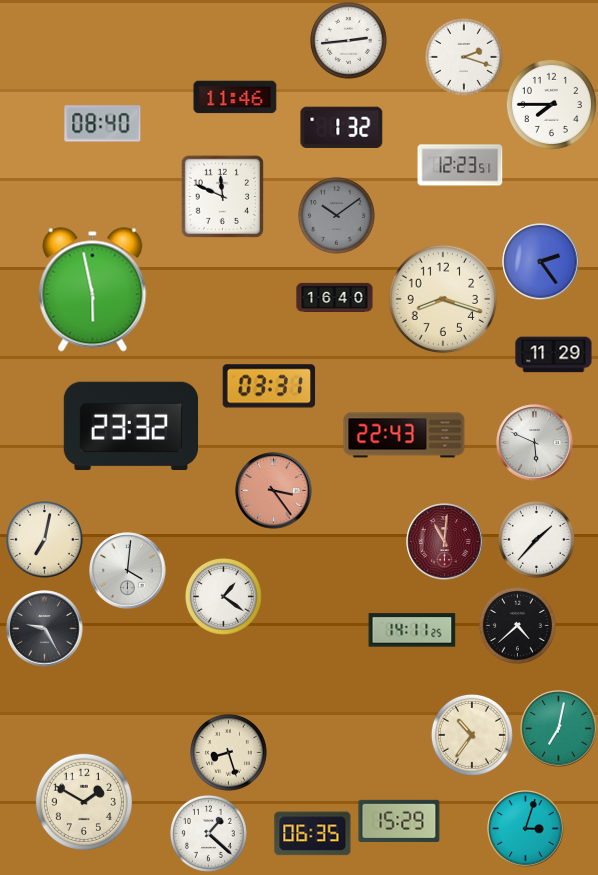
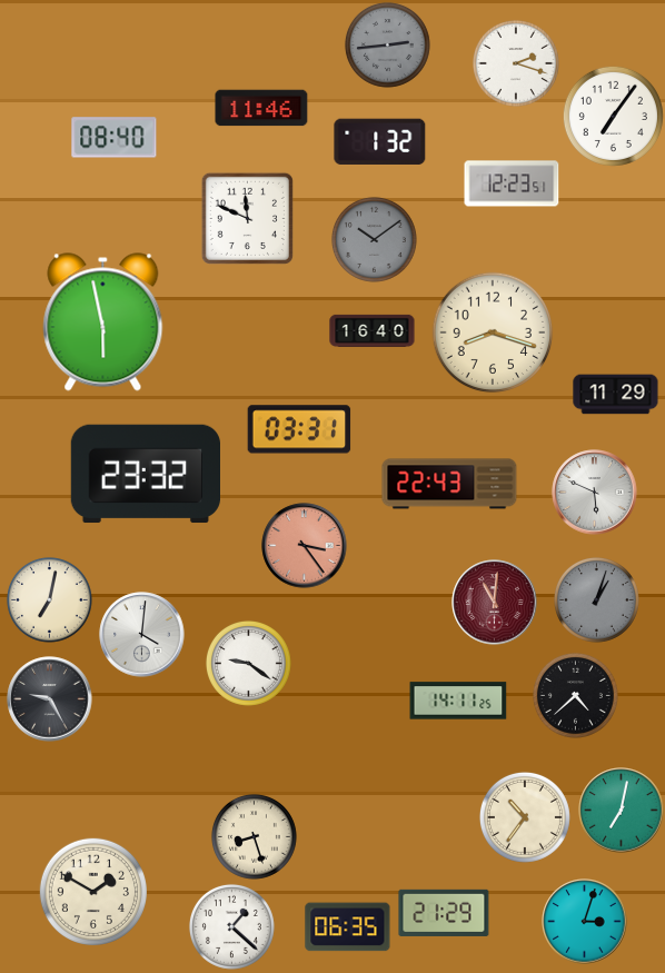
clock at (348, 40) dial: white -> grey
clock at (551, 104): 7:45 -> 7:06
clock at (541, 262): 2:24 -> none
clock at (536, 539): 1:37 -> 1:03
clock at (536, 539) dial: white -> grey
clock at (223, 596): 1:21 -> 9:21
clock at (399, 821): 15:29 -> 21:29
